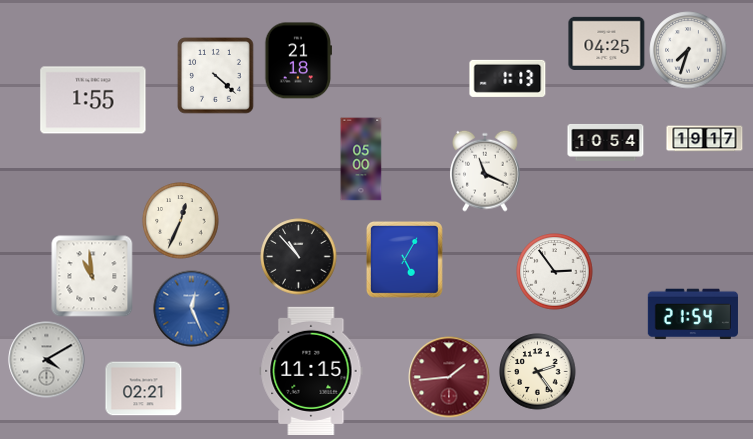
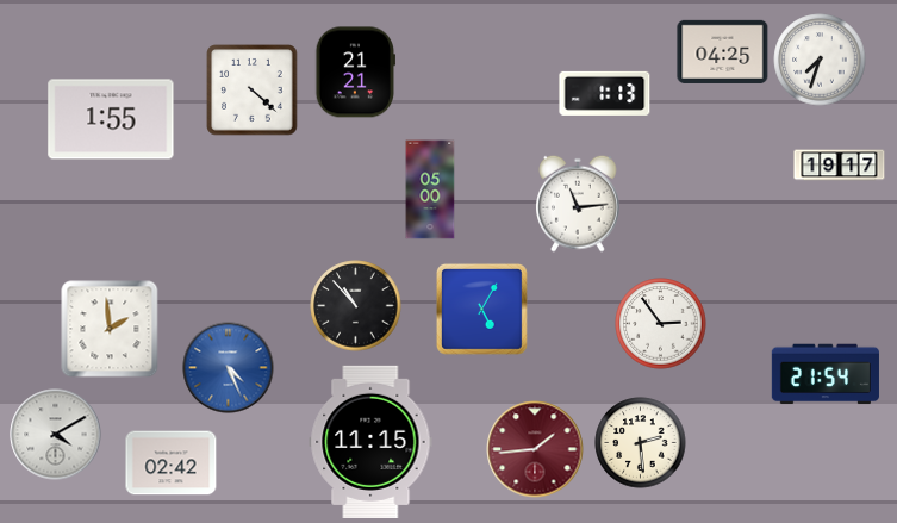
clock at (298, 61): 21:18 -> 21:21
clock at (216, 76) position: (216, 76) -> (253, 91)
clock at (606, 142): 10:54 -> none
clock at (485, 171): 11:19 -> 11:14
clock at (181, 221): 12:34 -> none
clock at (92, 276): 10:59 -> 1:59
clock at (192, 309): 12:26 -> 4:26
clock at (47, 360) position: (47, 360) -> (56, 435)
clock at (538, 372): 2:24 -> 2:29
clock at (144, 389): 02:21 -> 02:42
